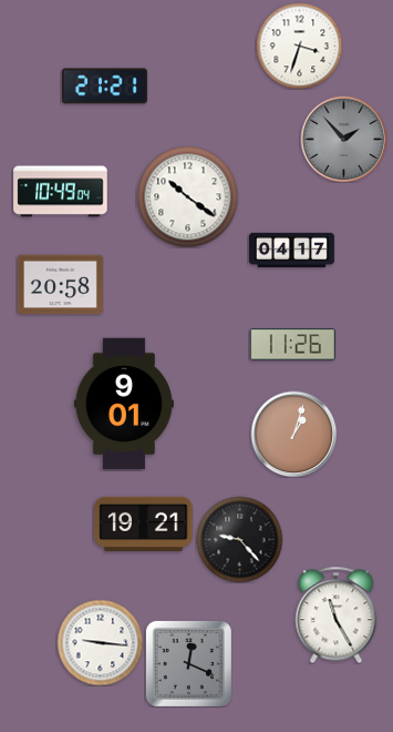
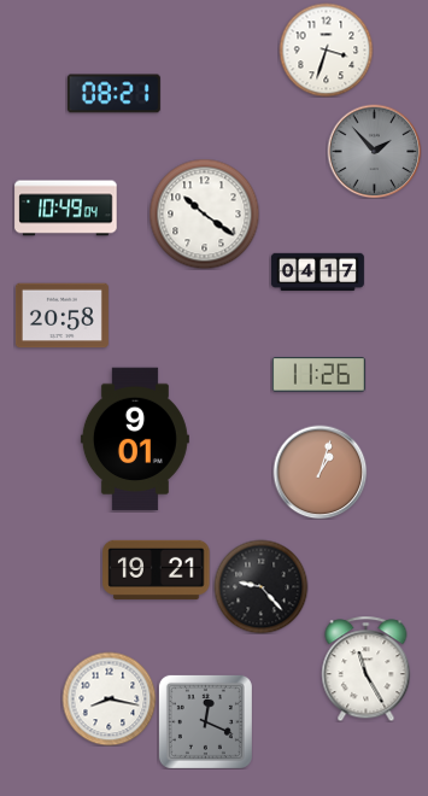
clock at (104, 87): 21:21 -> 08:21
clock at (60, 285) position: (60, 285) -> (61, 316)
clock at (100, 642): 9:16 -> 8:17
